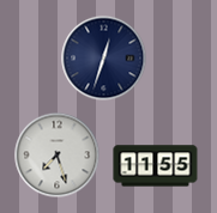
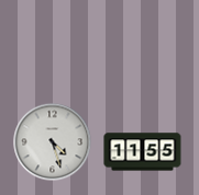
clock at (104, 59): 12:33 -> none
clock at (58, 156): 7:27 -> 4:27
